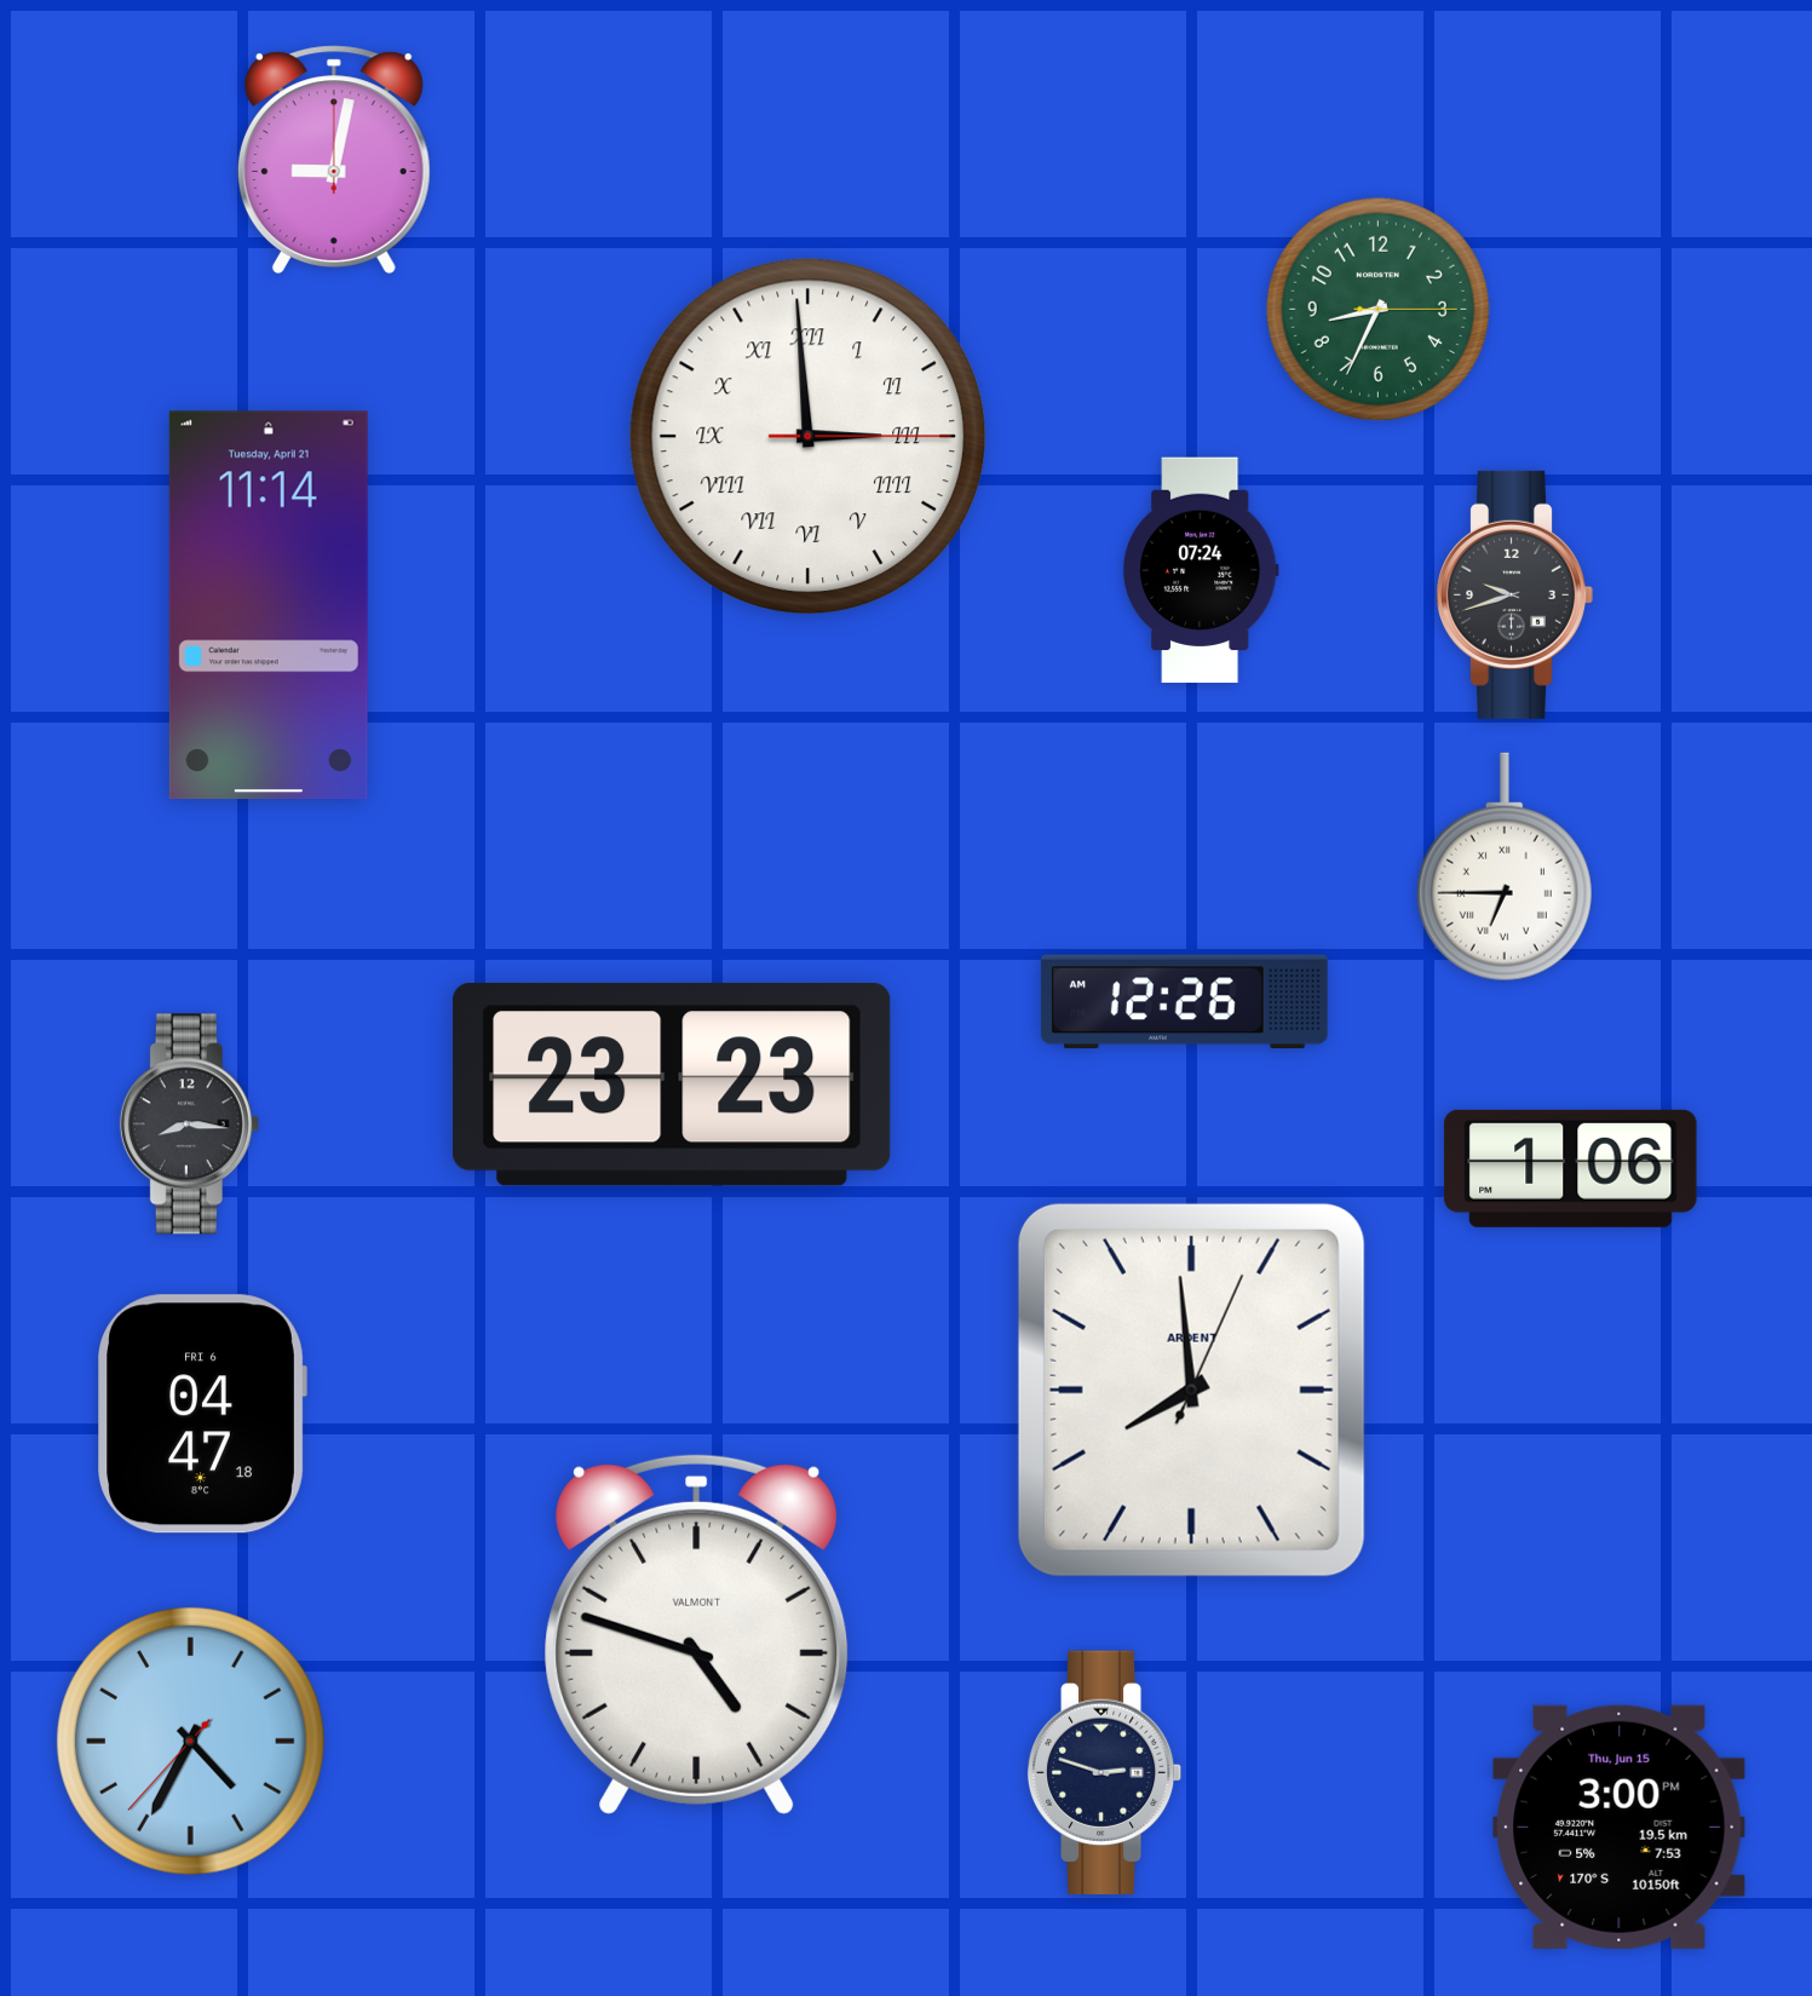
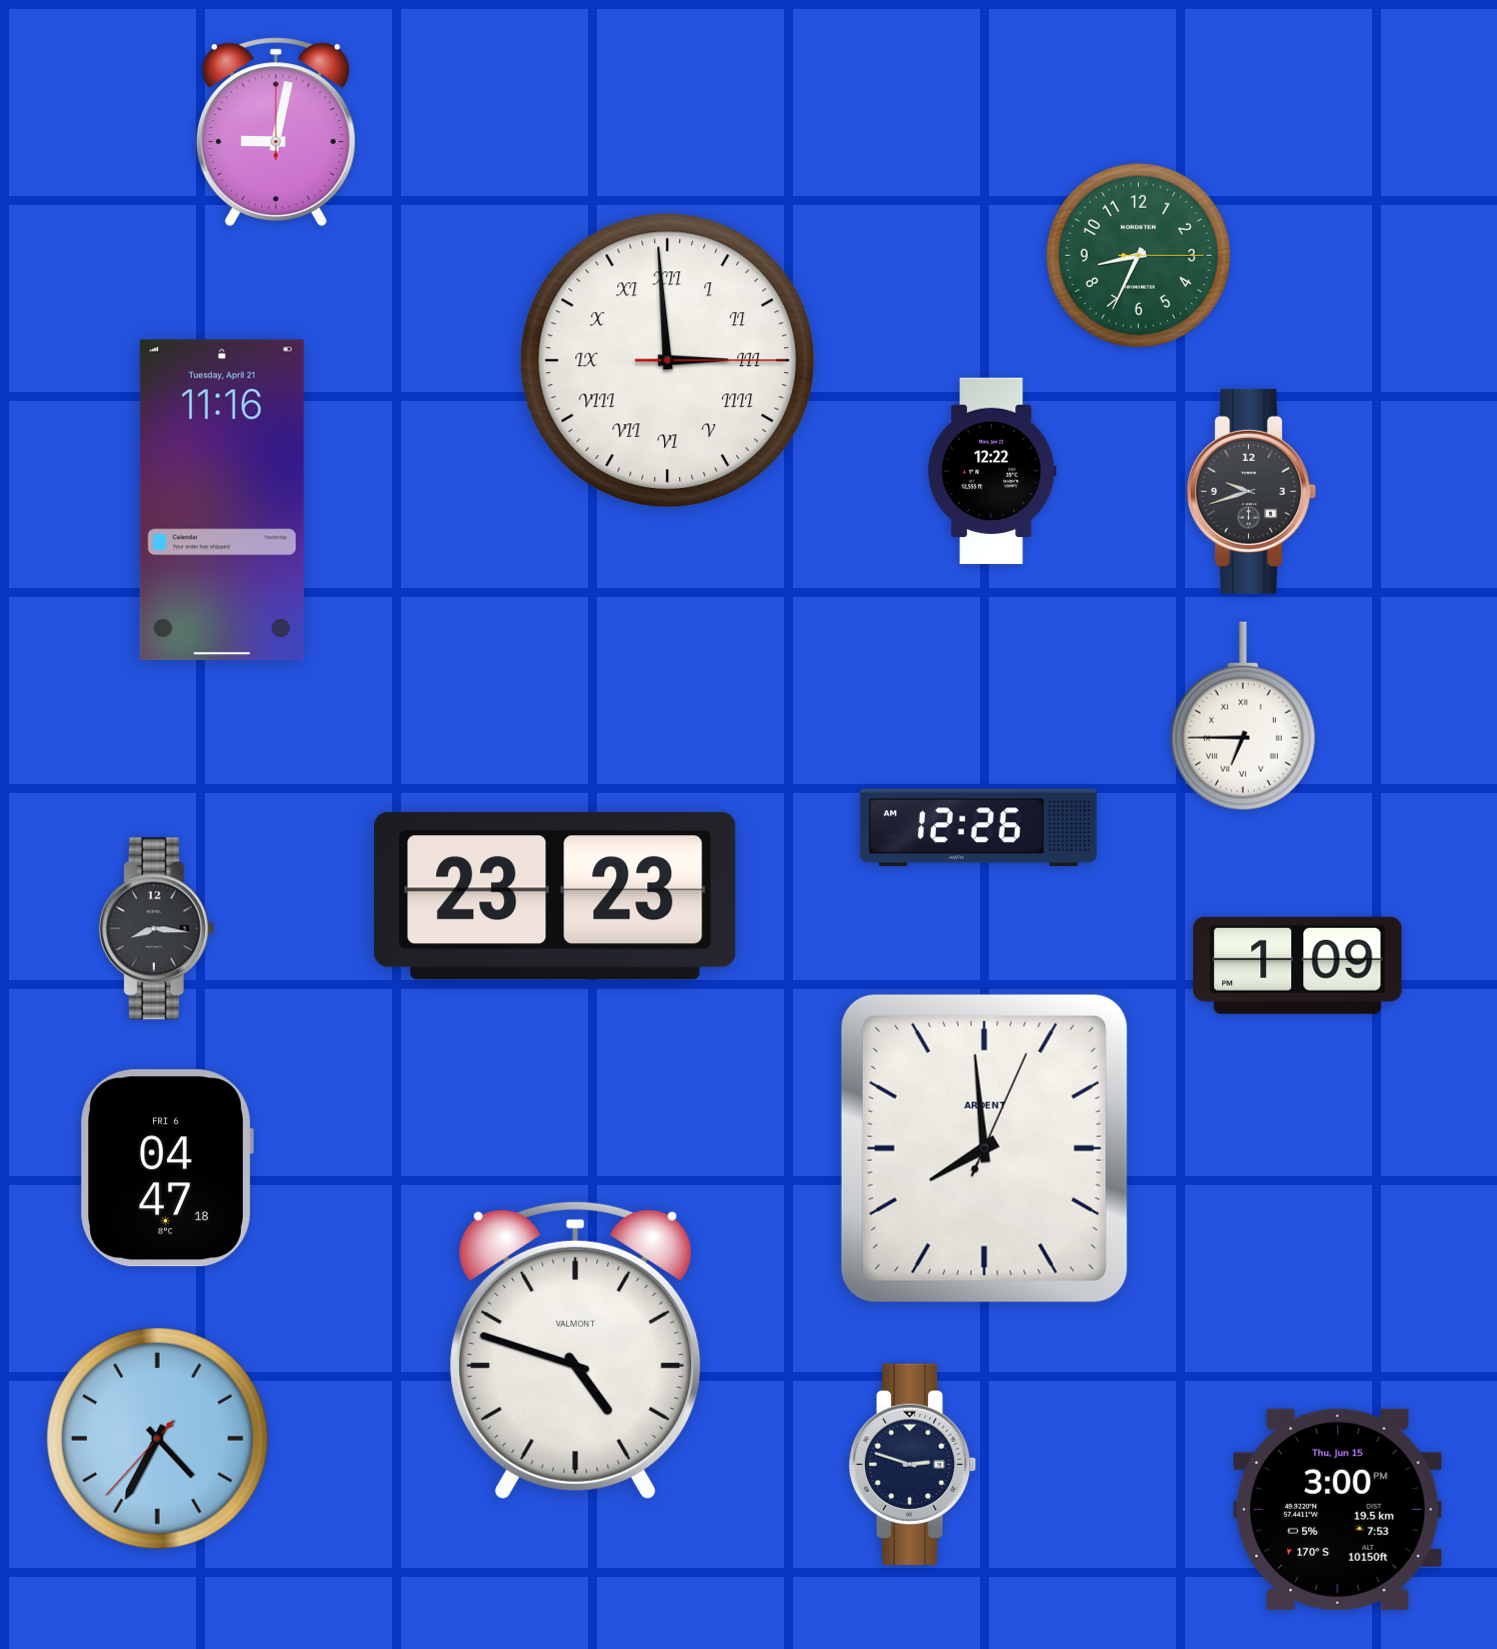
clock at (1201, 570): 07:24 -> 12:22
clock at (269, 605): 11:14 -> 11:16
clock at (1571, 1168): 1:06 -> 1:09
